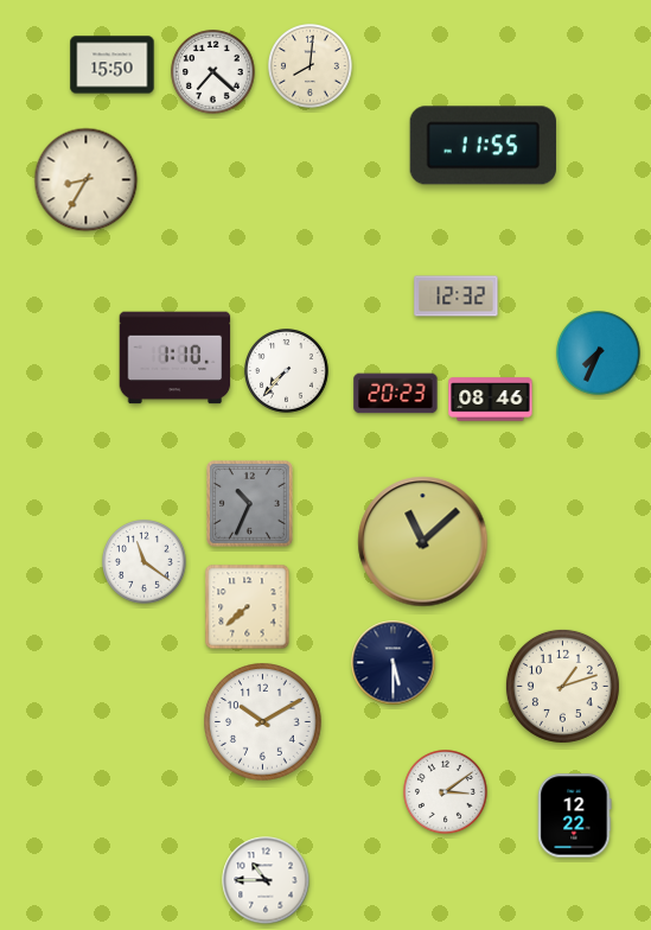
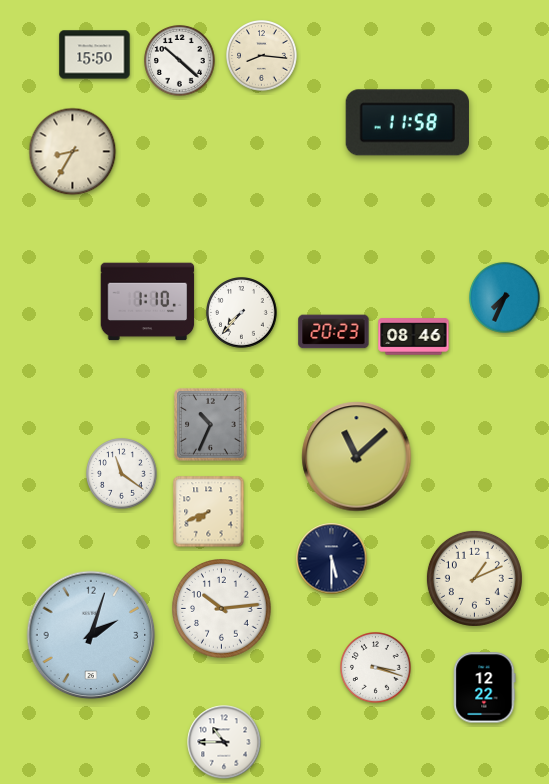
clock at (311, 66): 8:01 -> 8:16
clock at (213, 72): 7:22 -> 10:22
clock at (483, 146): 11:55 -> 11:58
clock at (457, 297): 12:32 -> none
clock at (248, 607): 7:38 -> 7:41
clock at (562, 686): 1:12 -> 1:11
clock at (263, 722): 10:10 -> 10:14
clock at (91, 635): none -> 2:03
clock at (446, 792): 3:09 -> 3:18
